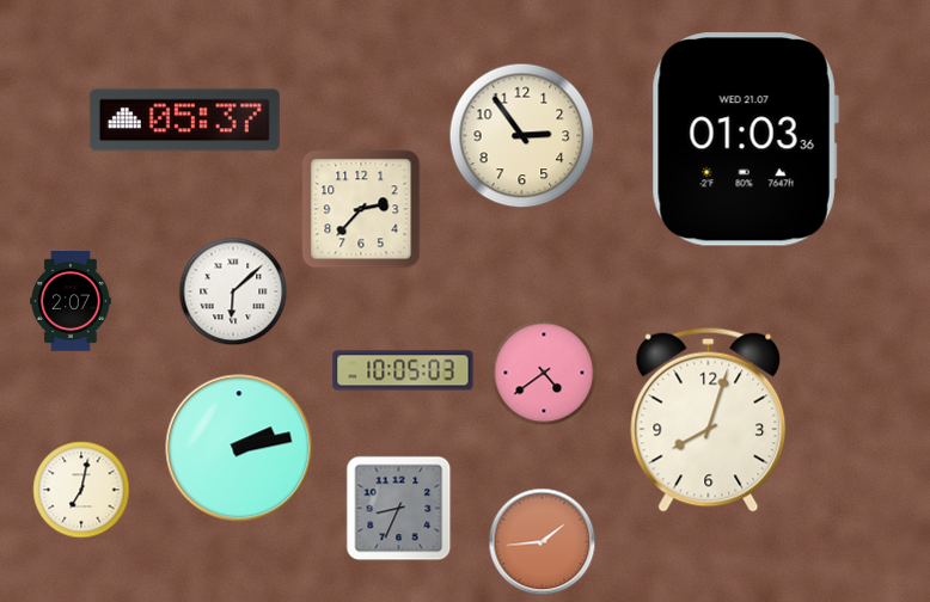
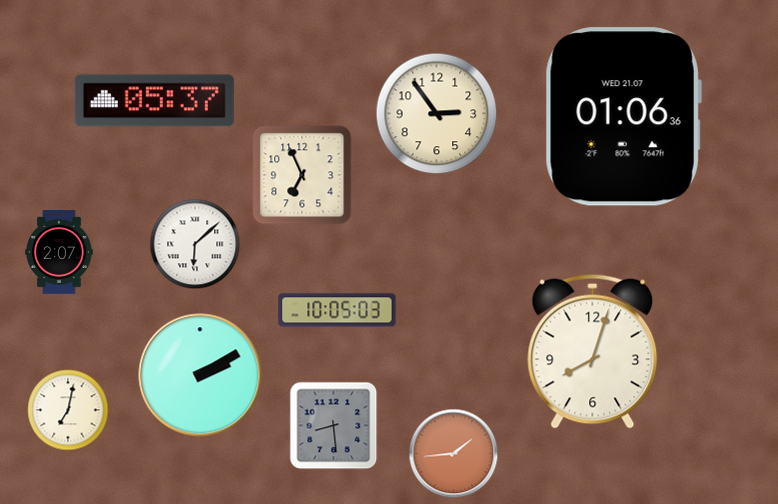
clock at (745, 140): 01:03 -> 01:06
clock at (361, 209): 2:37 -> 6:56
clock at (544, 373): 4:39 -> none
clock at (239, 448): 2:13 -> 2:10
clock at (399, 509): 8:34 -> 8:29
